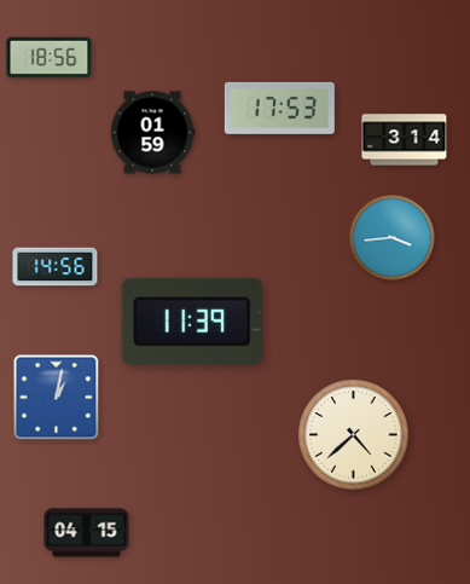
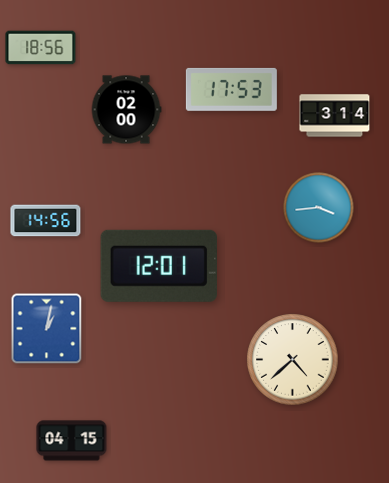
clock at (152, 133): 01:59 -> 02:00
clock at (393, 238) position: (393, 238) -> (319, 208)
clock at (192, 322): 11:39 -> 12:01
